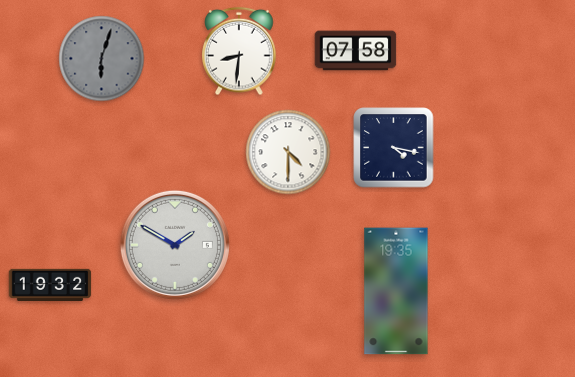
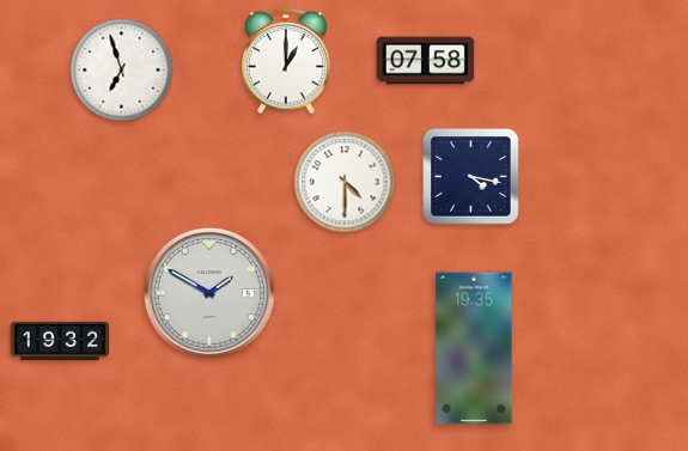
clock at (239, 51): 8:31 -> 1:00
clock at (102, 59): 6:03 -> 6:57
clock at (102, 59) dial: grey -> white
